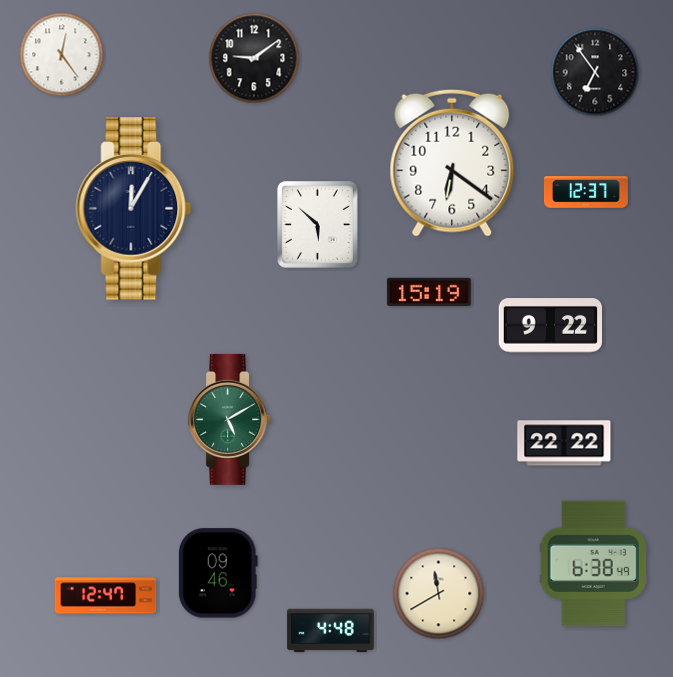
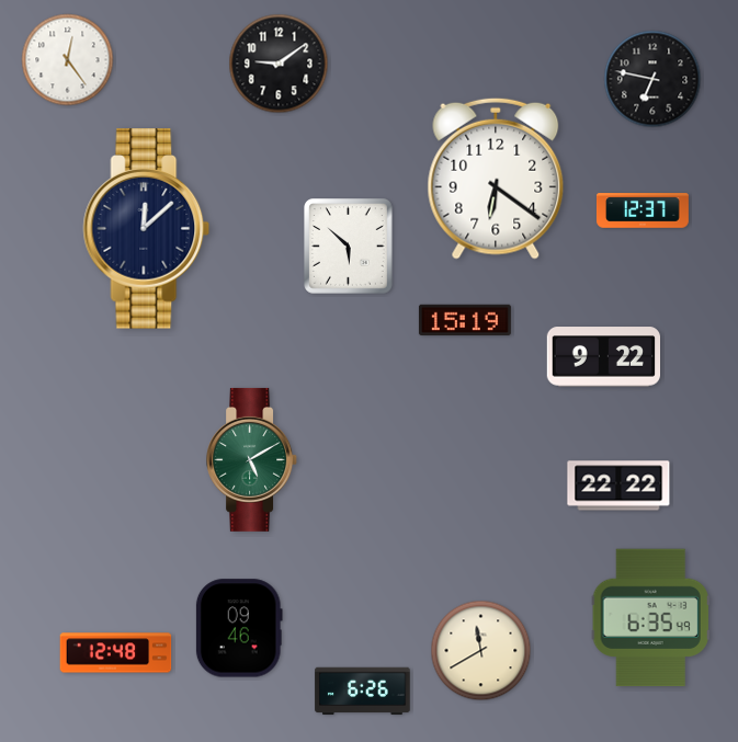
clock at (595, 72): 6:54 -> 6:47
clock at (134, 209): 12:05 -> 12:08
clock at (429, 292) position: (429, 292) -> (465, 320)
clock at (593, 564): 6:38 -> 6:35
clock at (106, 596): 12:47 -> 12:48
clock at (331, 631): 4:48 -> 6:26
